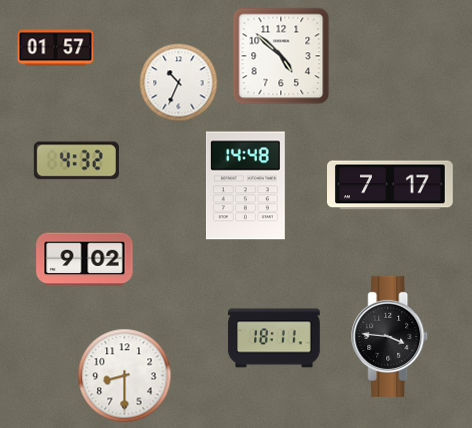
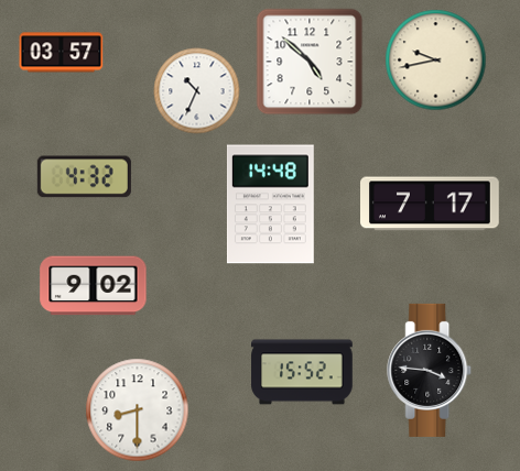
clock at (56, 48): 01:57 -> 03:57
clock at (436, 61): none -> 9:43
clock at (274, 338): 18:11 -> 15:52
clock at (125, 376) position: (125, 376) -> (138, 410)
